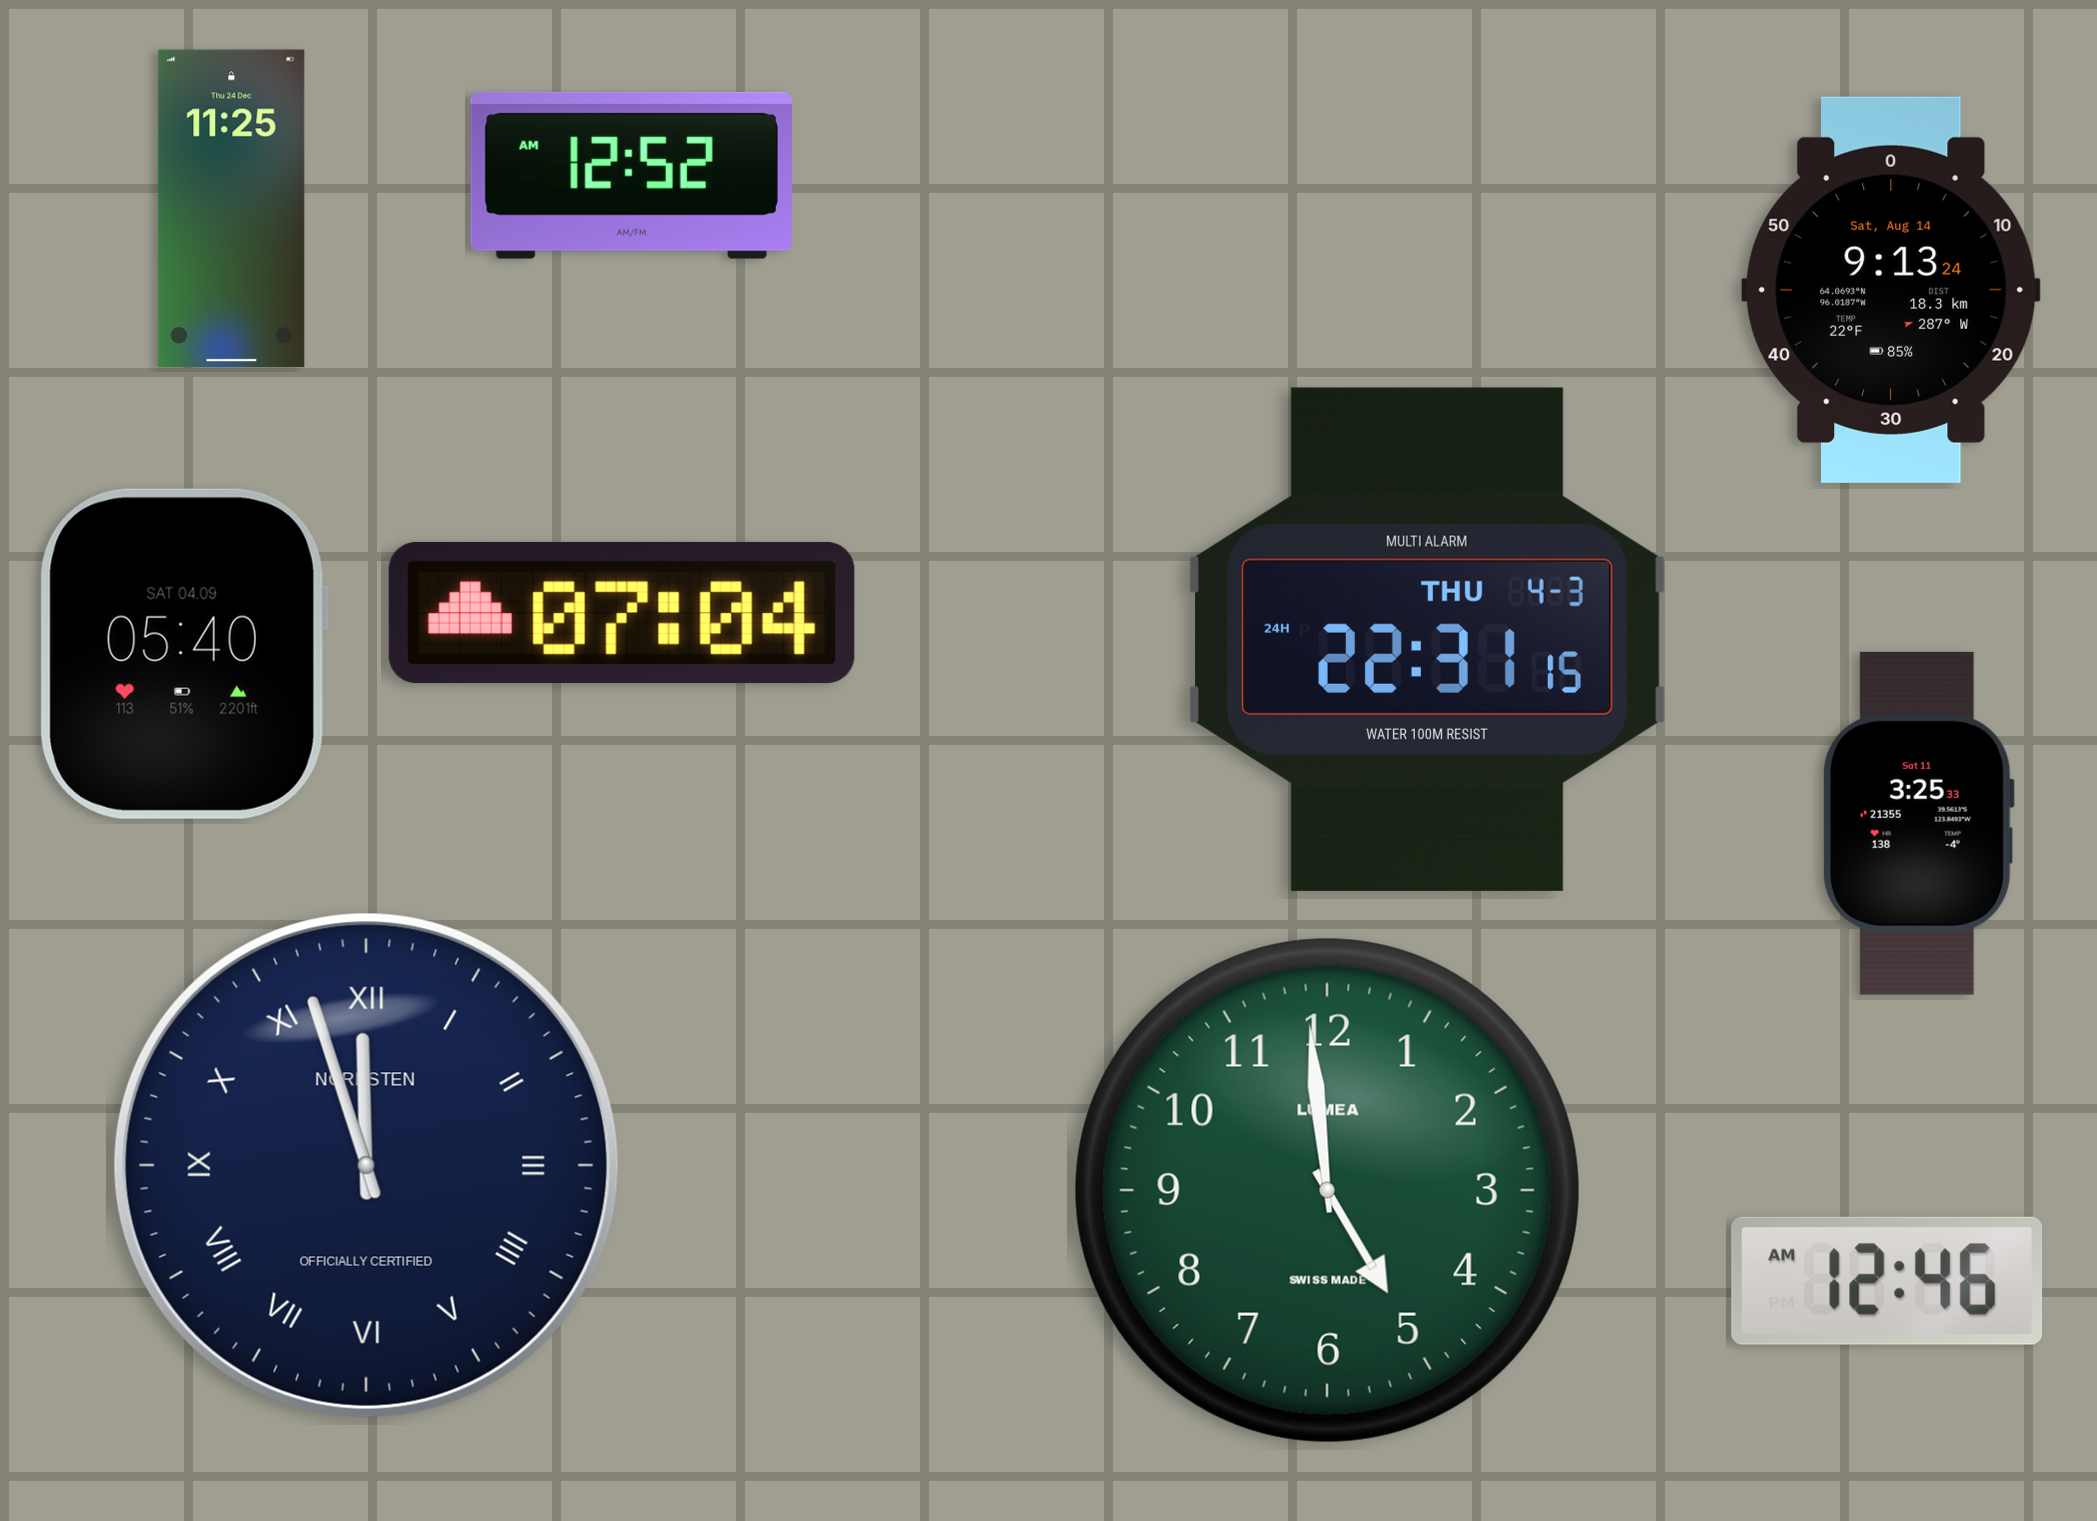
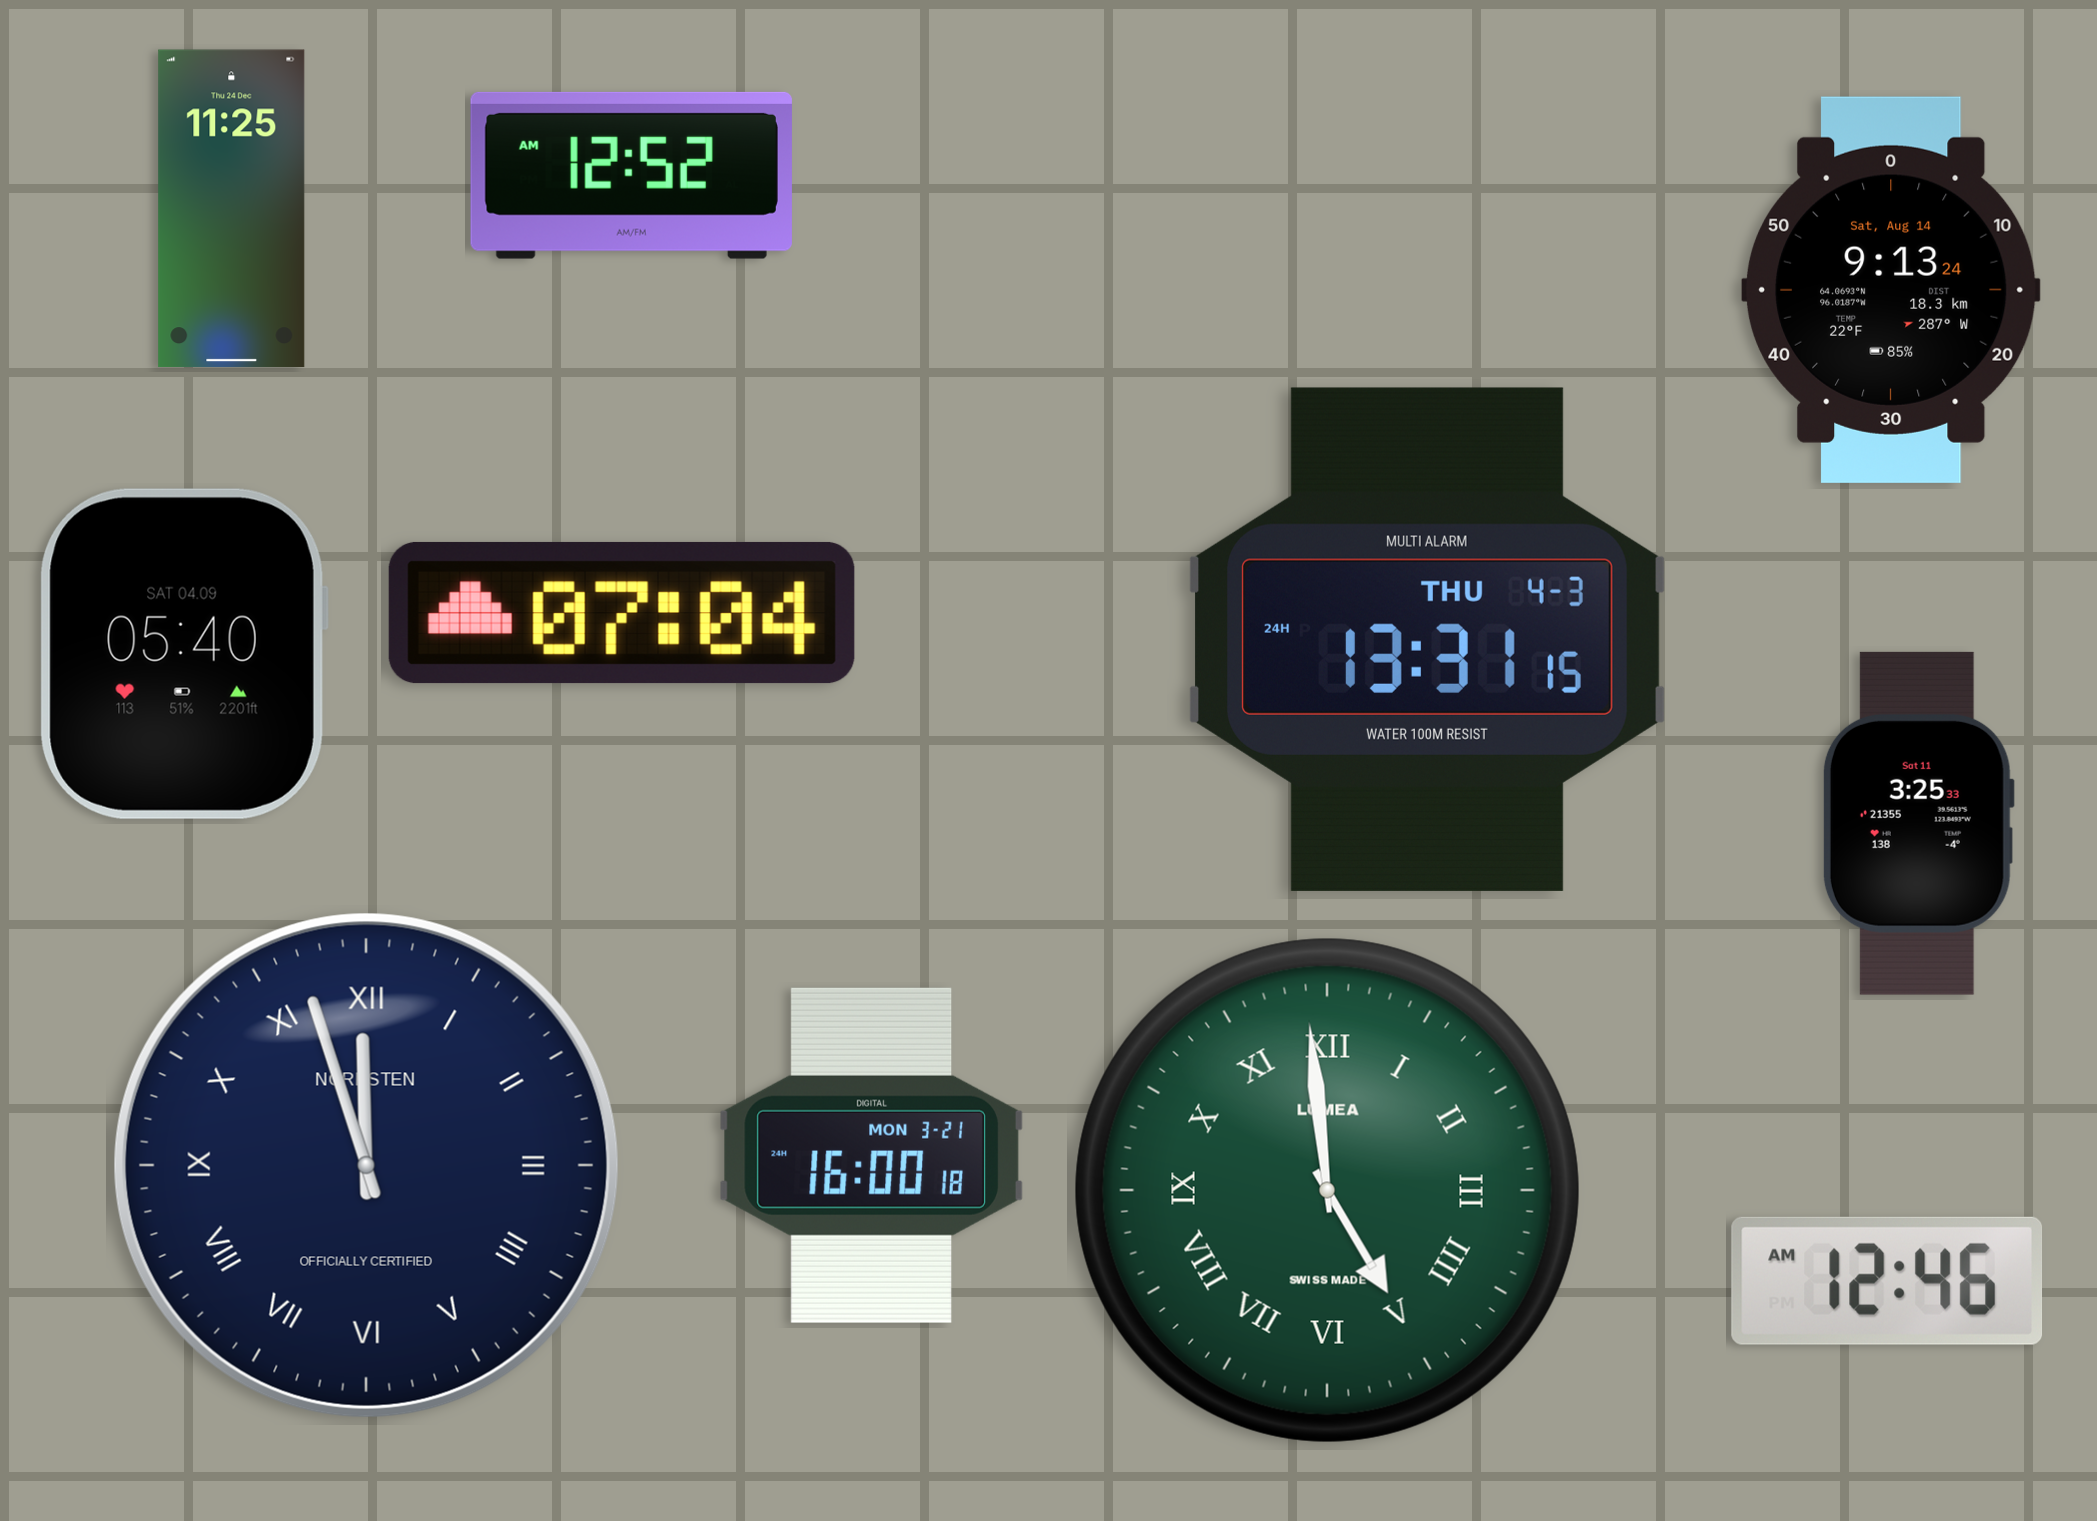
clock at (1428, 639): 22:31 -> 13:31
clock at (871, 1155): none -> 16:00
clock at (1327, 1190) numerals: Arabic -> Roman
